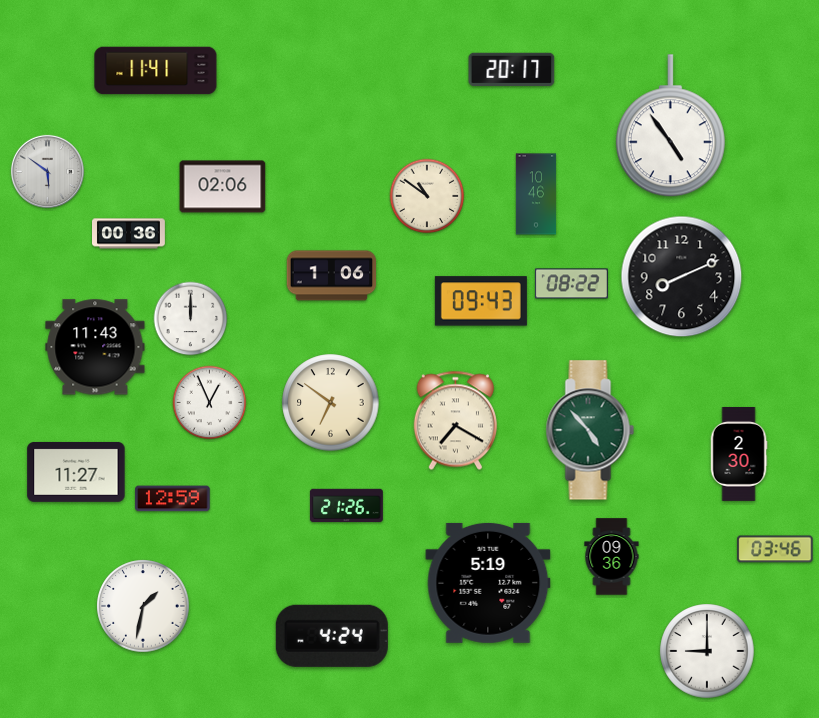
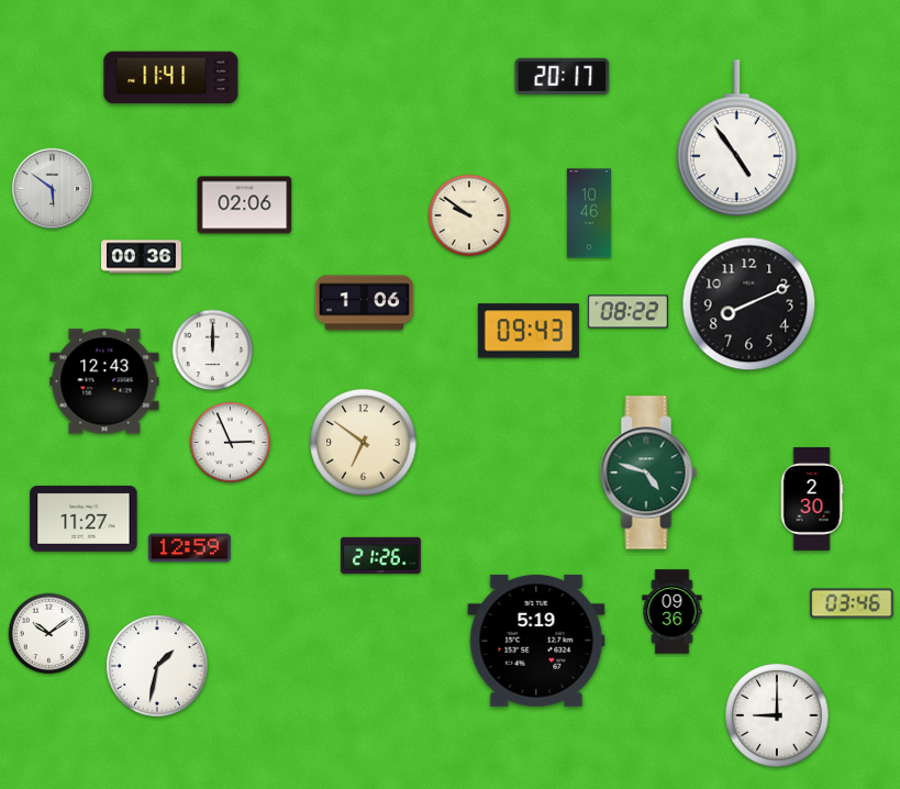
clock at (427, 196): 10:51 -> 9:51
clock at (191, 319) position: (191, 319) -> (213, 351)
clock at (95, 347): 11:43 -> 12:43
clock at (210, 403): 12:56 -> 2:56
clock at (455, 421): 7:20 -> none
clock at (590, 430): 4:53 -> 4:48
clock at (49, 634): none -> 10:09
clock at (332, 636): 4:24 -> none
